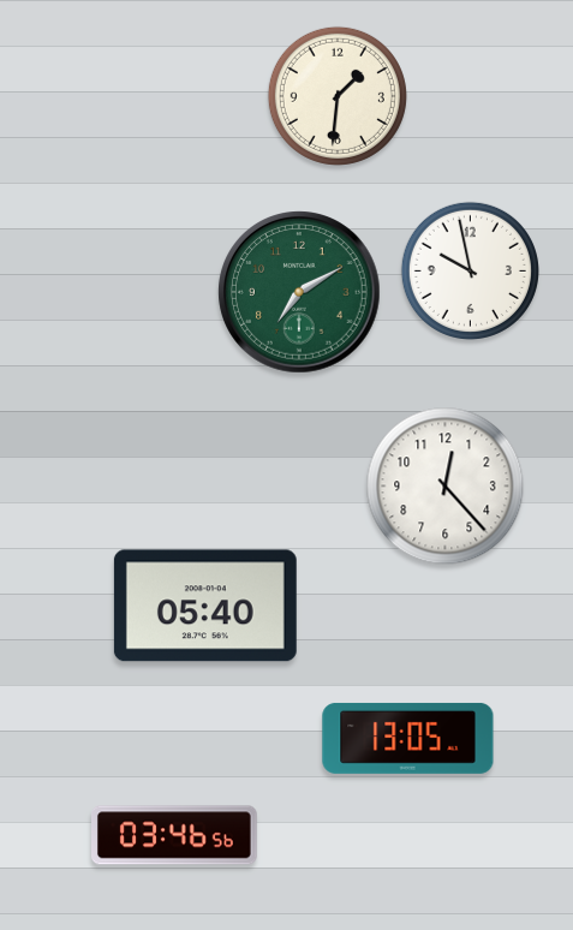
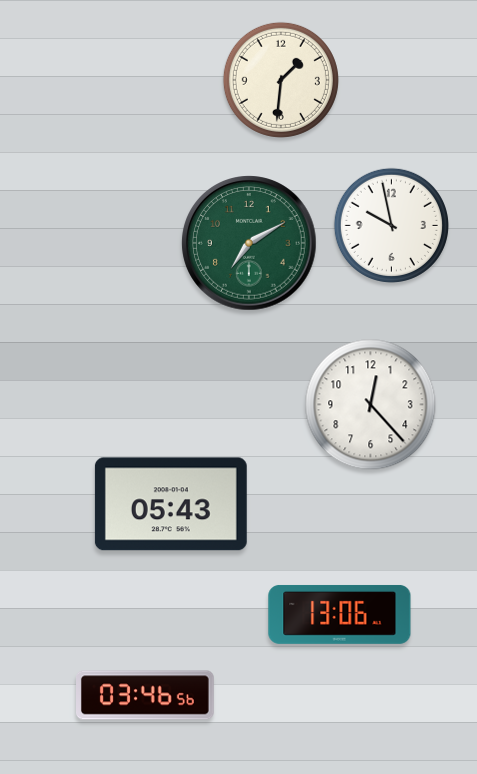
clock at (205, 606): 05:40 -> 05:43
clock at (408, 738): 13:05 -> 13:06
